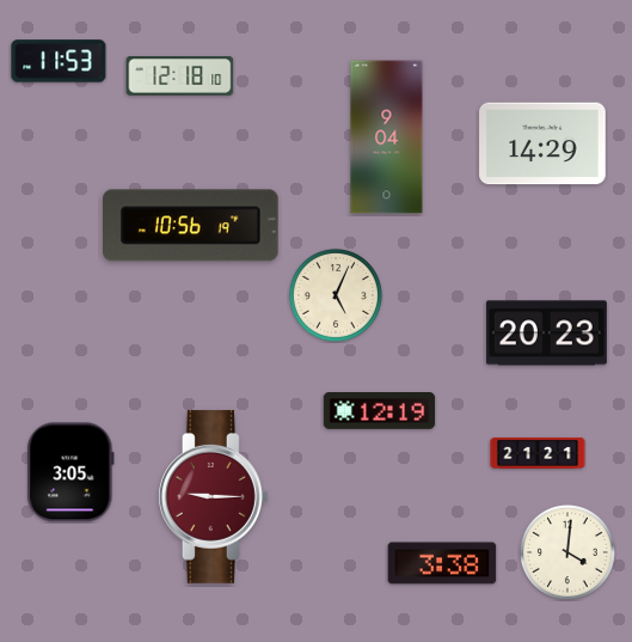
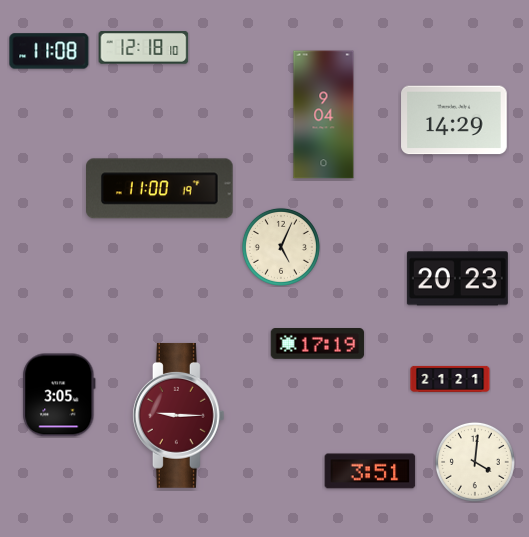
clock at (59, 61): 11:53 -> 11:08
clock at (180, 77) position: (180, 77) -> (144, 48)
clock at (191, 226): 10:56 -> 11:00
clock at (380, 411): 12:19 -> 17:19
clock at (442, 563): 3:38 -> 3:51
